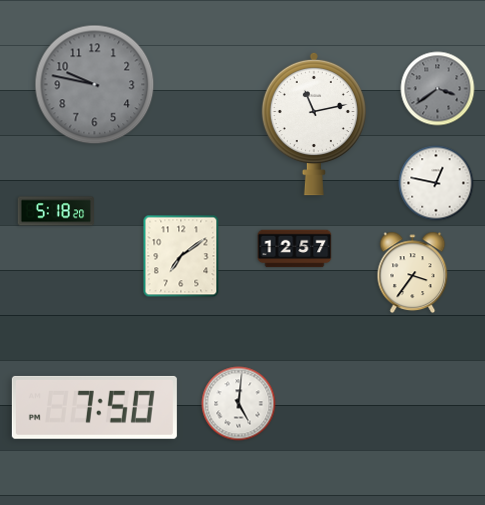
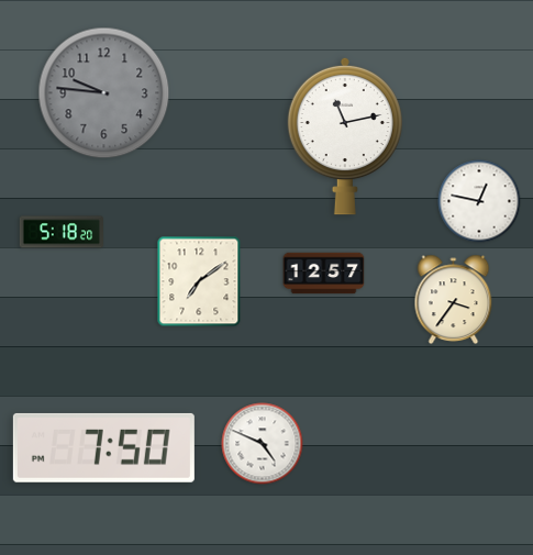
clock at (95, 85): 9:47 -> 9:46
clock at (438, 89): 3:39 -> none
clock at (239, 404): 5:01 -> 4:49
